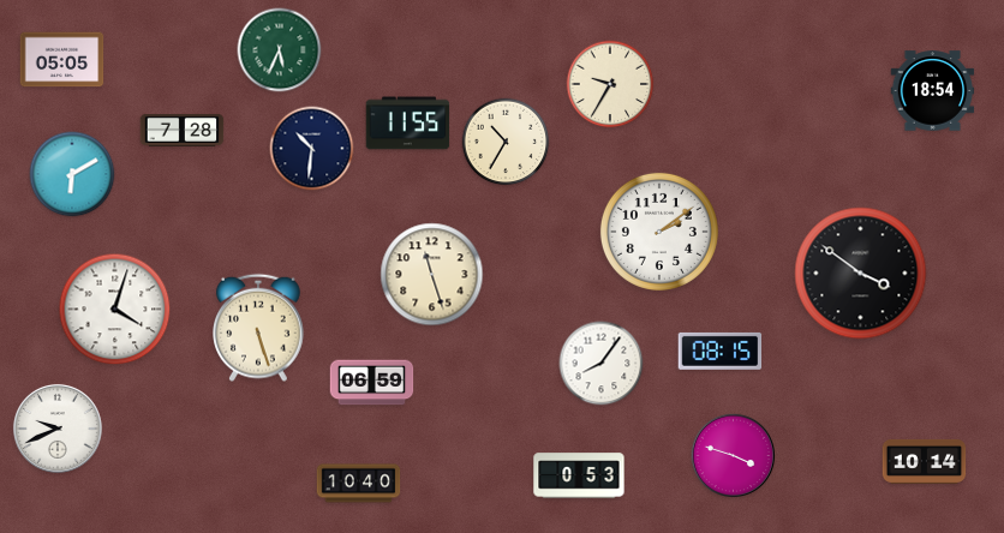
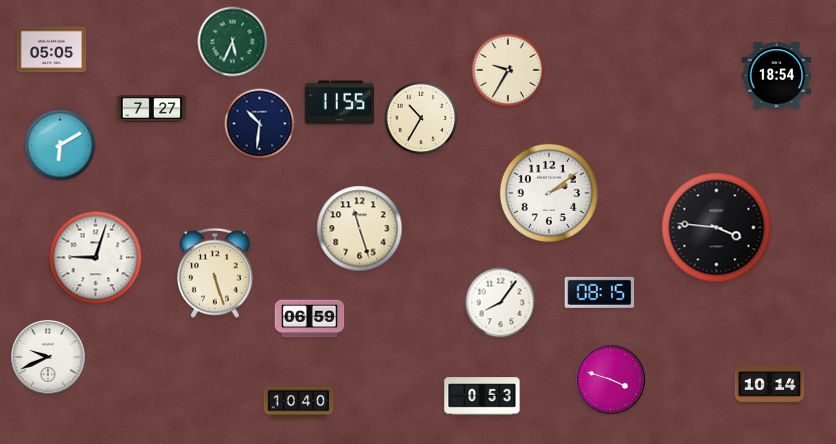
clock at (183, 130): 7:28 -> 7:27
clock at (861, 274): 3:51 -> 3:46
clock at (115, 310): 4:03 -> 9:03
